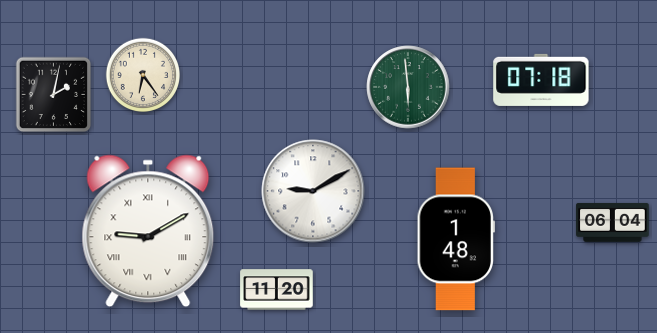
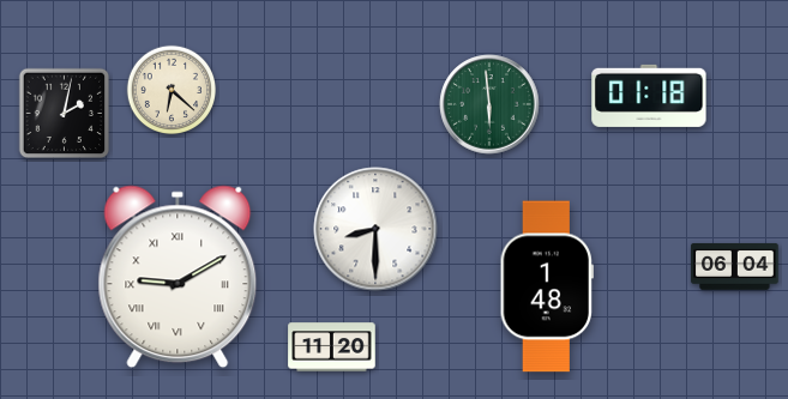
clock at (142, 74): 6:24 -> 6:22
clock at (541, 80): 07:18 -> 01:18
clock at (313, 191): 9:10 -> 8:30
